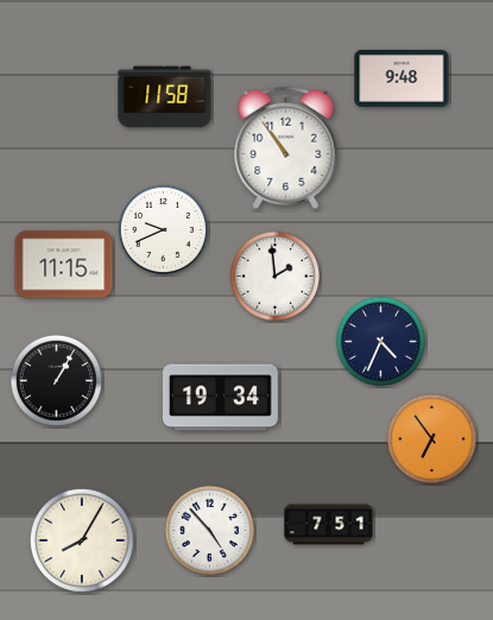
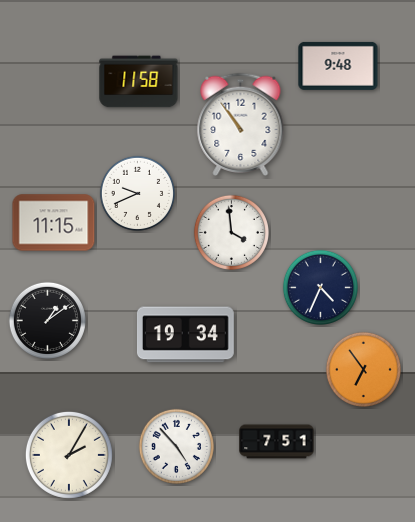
clock at (274, 276): 1:59 -> 3:59
clock at (56, 380): 1:05 -> 1:09
clock at (82, 540): 8:05 -> 2:05
